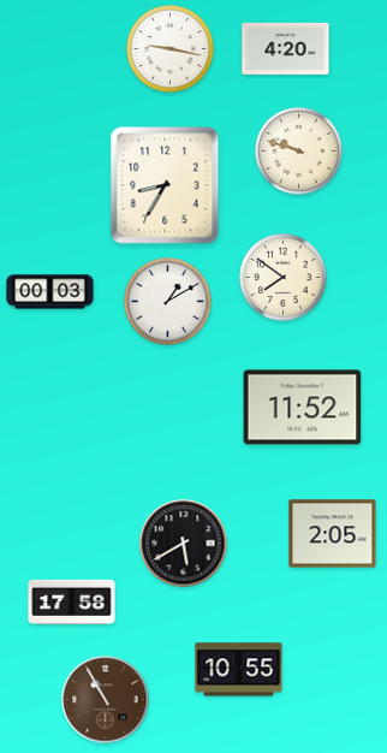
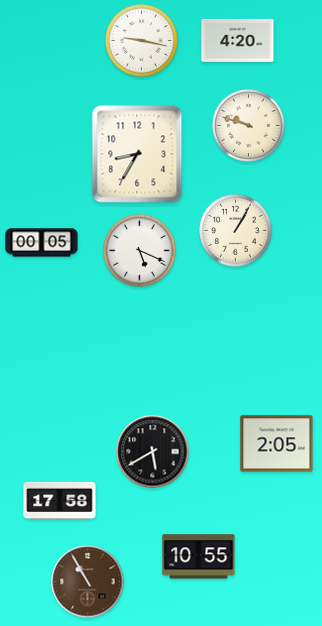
clock at (284, 278): 7:51 -> 1:05
clock at (50, 292): 00:03 -> 00:05
clock at (168, 302): 1:10 -> 5:19
clock at (303, 408): 11:52 -> none
